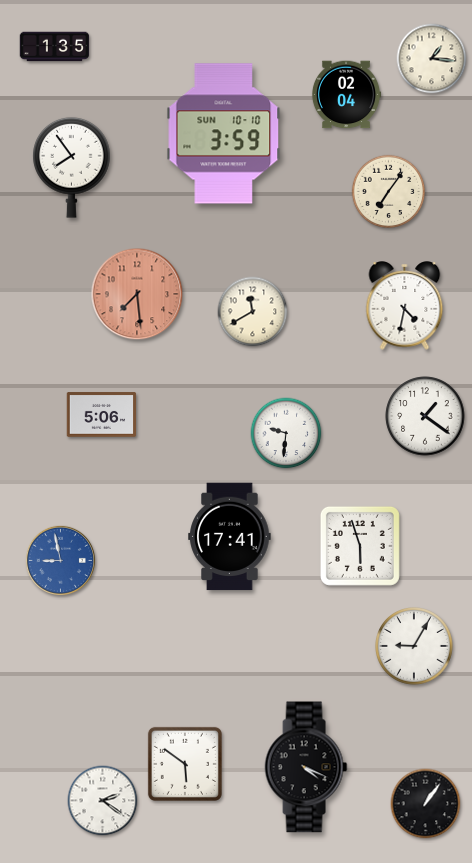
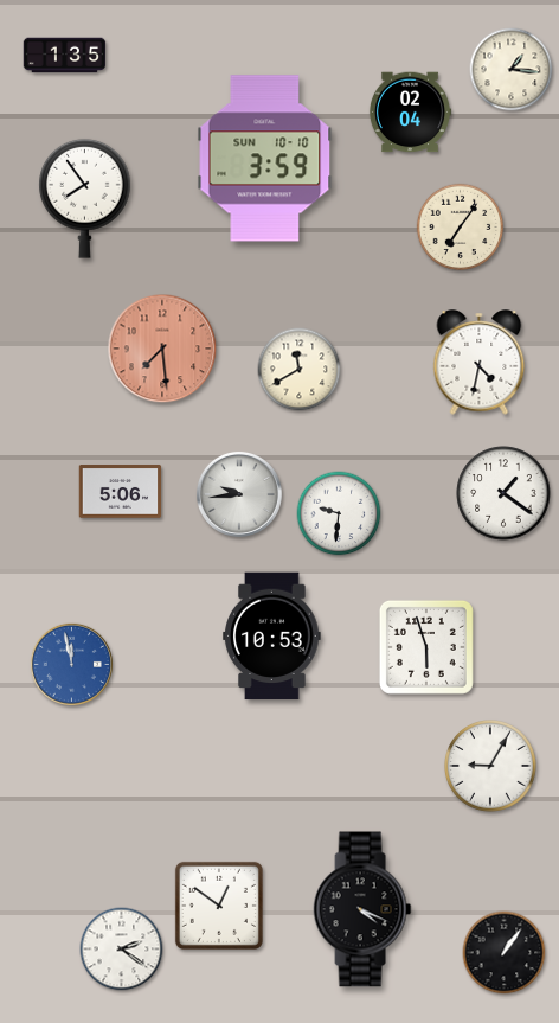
clock at (239, 494): none -> 9:44
clock at (230, 537): 17:41 -> 10:53
clock at (60, 560): 8:58 -> 11:58
clock at (185, 764): 5:51 -> 12:51
